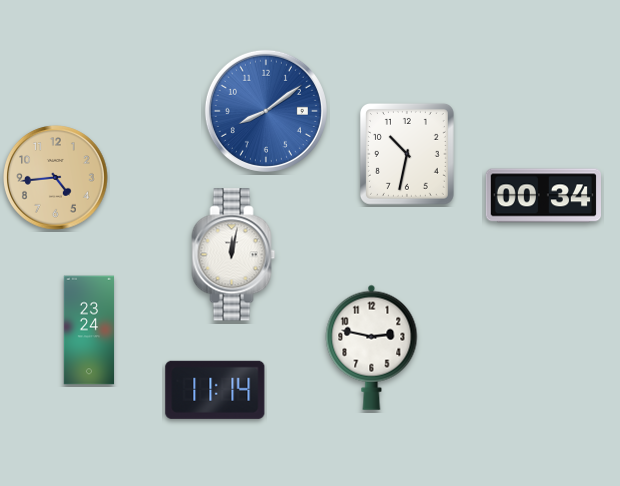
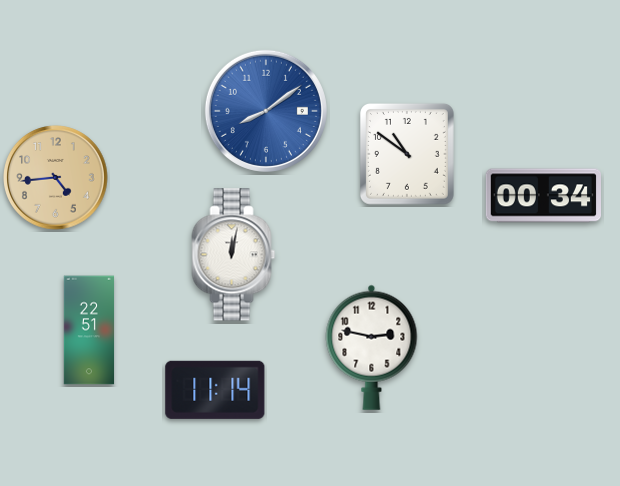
clock at (407, 154): 10:32 -> 10:51
clock at (89, 330): 23:24 -> 22:51
